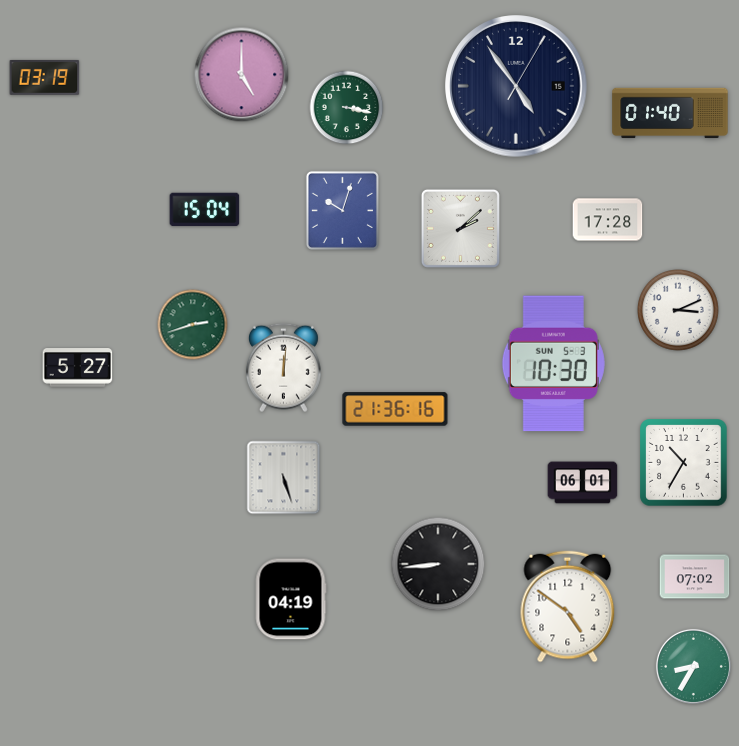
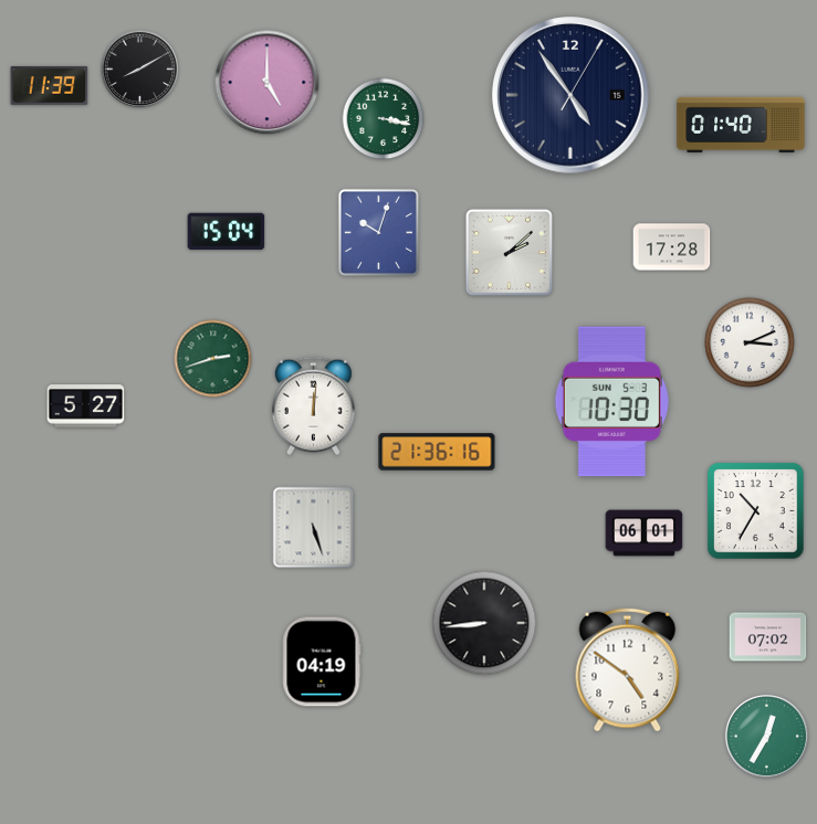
clock at (140, 70): none -> 8:10
clock at (45, 77): 03:19 -> 11:39
clock at (608, 220) position: (608, 220) -> (672, 247)
clock at (693, 666): 8:35 -> 12:35
